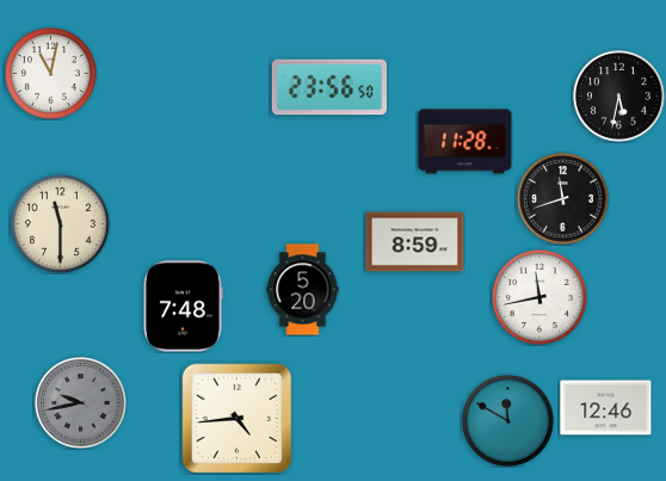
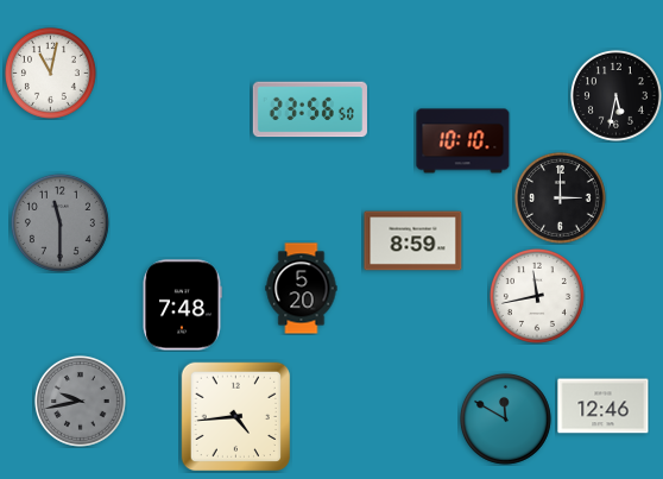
clock at (329, 87) position: (329, 87) -> (310, 109)
clock at (465, 142): 11:28 -> 10:10
clock at (562, 198): 11:42 -> 3:00
clock at (60, 223) dial: cream -> grey
